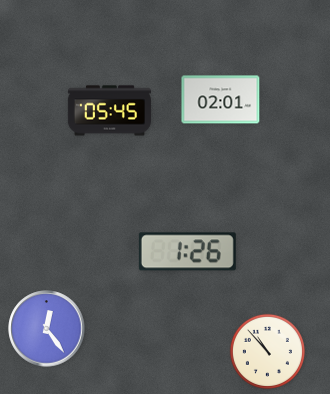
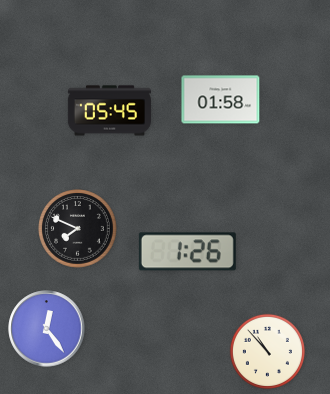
clock at (221, 100): 02:01 -> 01:58
clock at (78, 229): none -> 7:49
